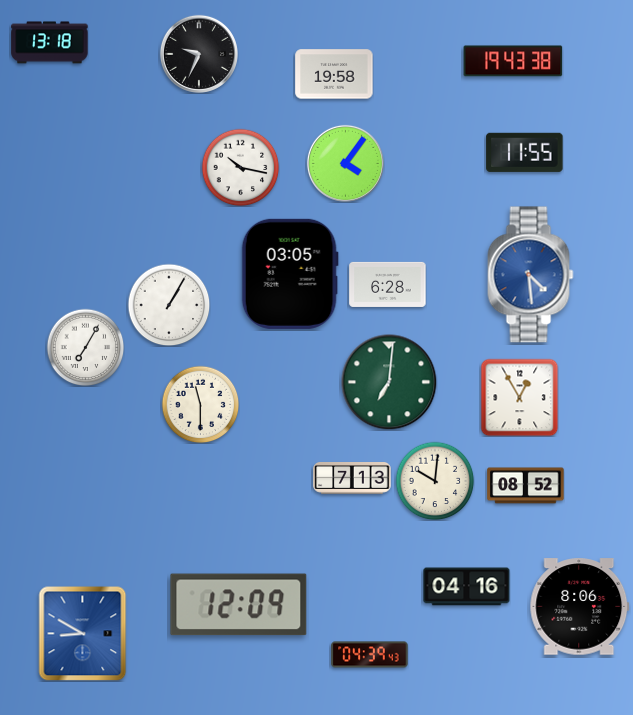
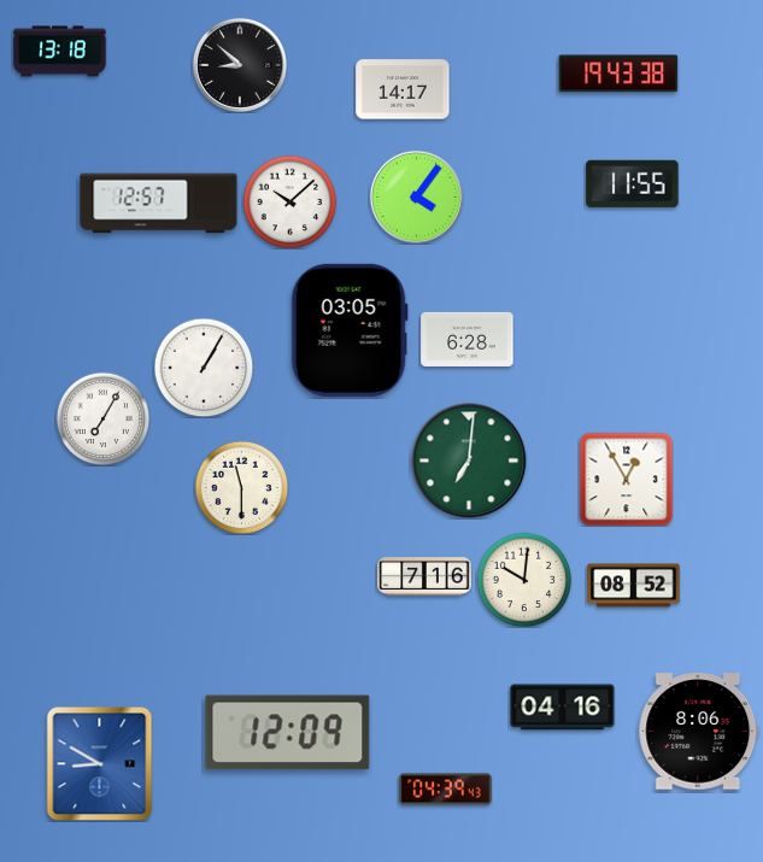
clock at (199, 54): 9:34 -> 8:52
clock at (334, 74): 19:58 -> 14:17
clock at (240, 167): 10:17 -> 10:08
clock at (159, 204): none -> 12:57
clock at (531, 275): 4:29 -> none
clock at (388, 284) position: (388, 284) -> (468, 339)
clock at (352, 479): 7:13 -> 7:16
clock at (239, 605) position: (239, 605) -> (288, 733)
